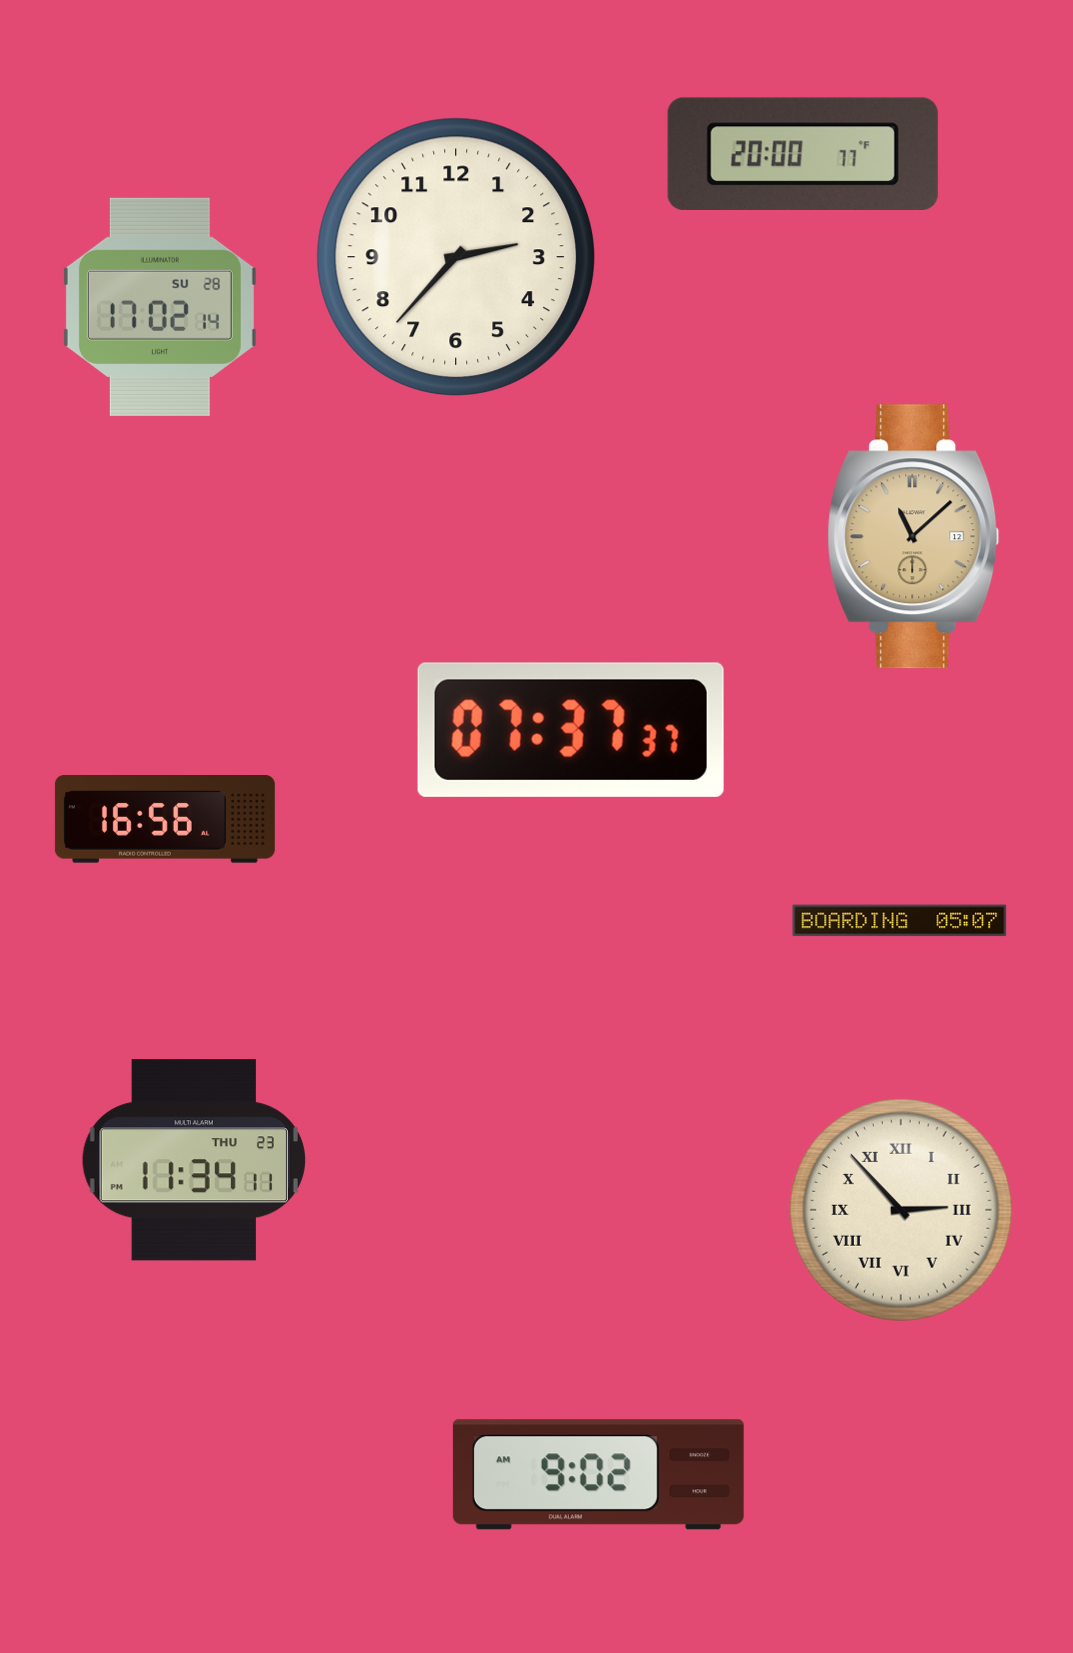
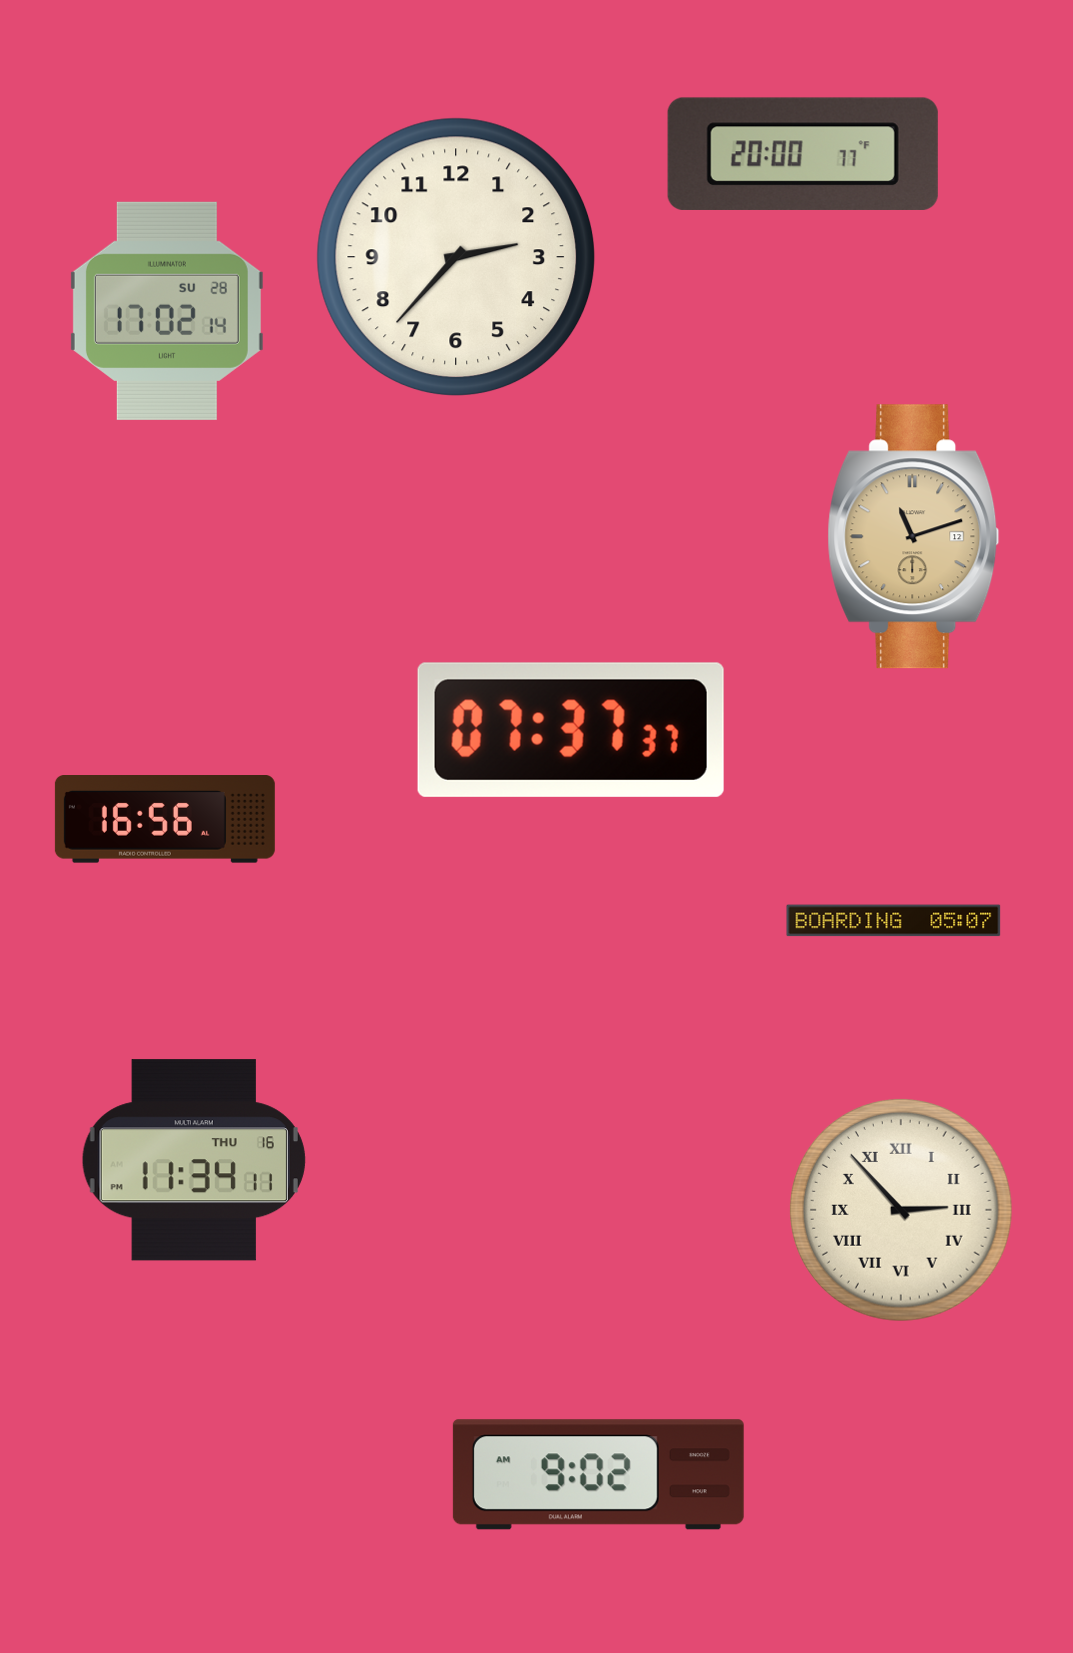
clock at (160, 307) position: (160, 307) -> (167, 311)
clock at (914, 537): 11:08 -> 11:12
clock at (900, 921) position: (900, 921) -> (894, 921)
clock at (194, 1160) date: THU 23 -> THU 16
